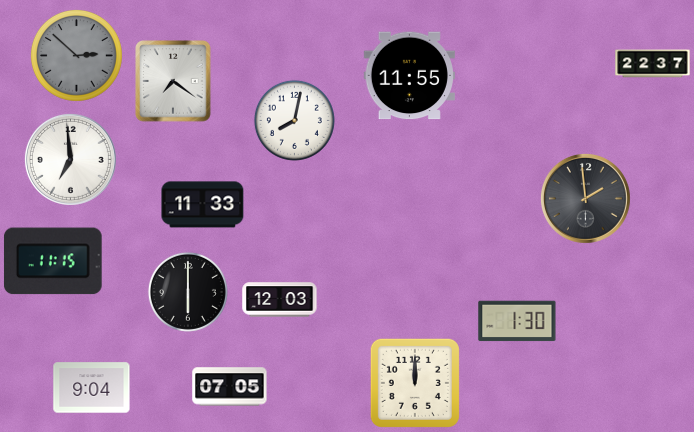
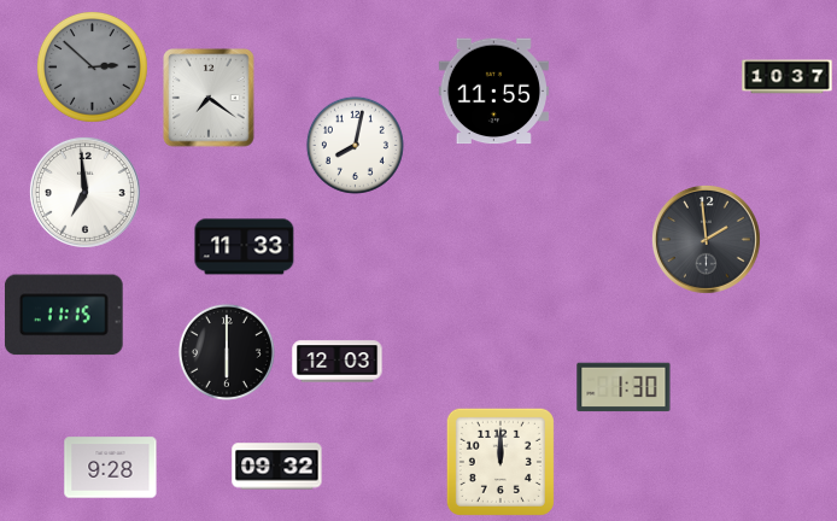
clock at (653, 64): 22:37 -> 10:37
clock at (230, 387): 07:05 -> 09:32
clock at (92, 388): 9:04 -> 9:28
